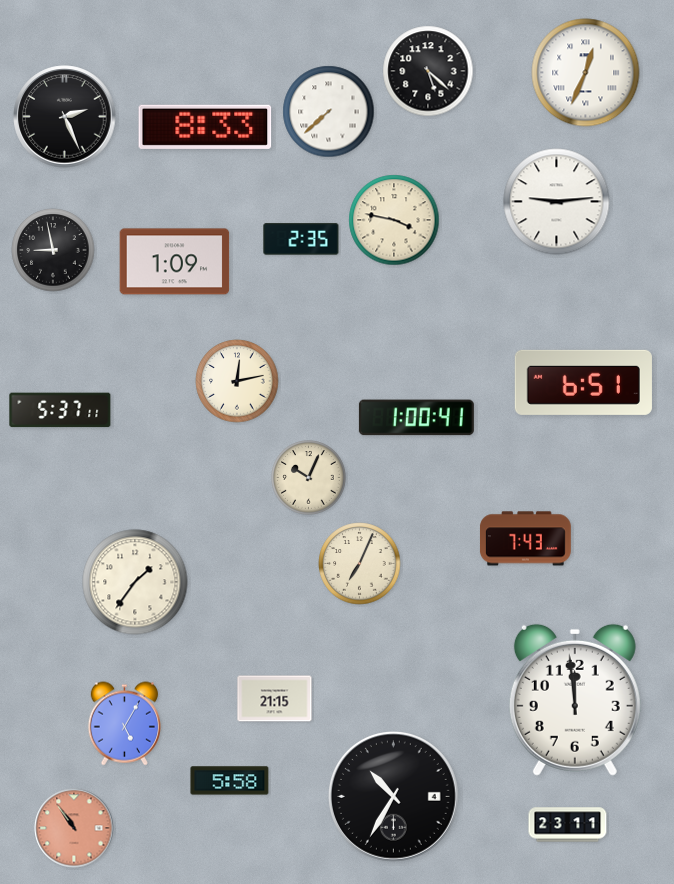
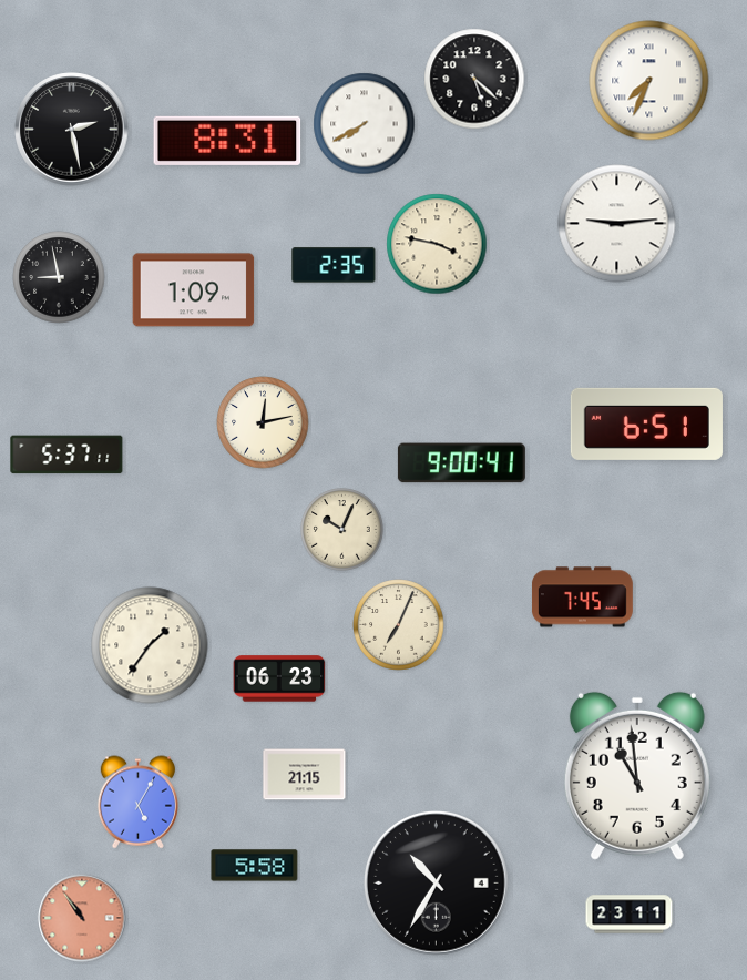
clock at (586, 73): 12:34 -> 7:34
clock at (329, 112): 7:38 -> 7:40
clock at (65, 117): 2:26 -> 2:28
clock at (205, 127): 8:33 -> 8:31
clock at (416, 418): 1:00 -> 9:00
clock at (525, 539): 7:43 -> 7:45
clock at (279, 678): none -> 06:23
clock at (575, 700): 11:59 -> 10:59
